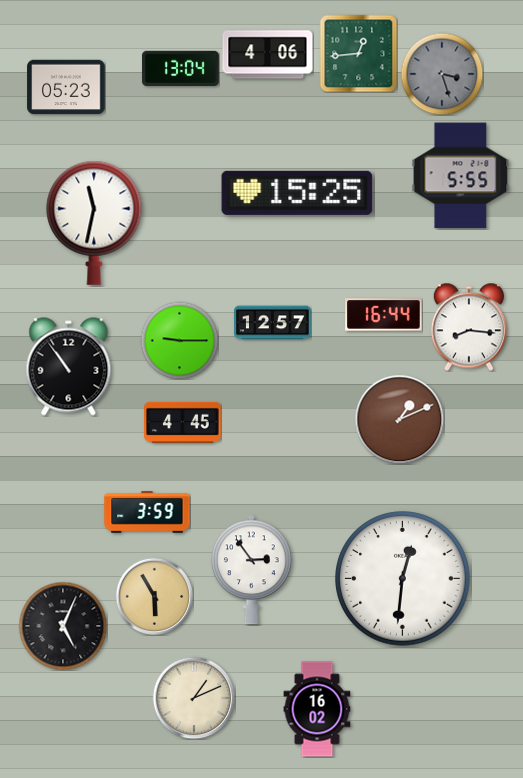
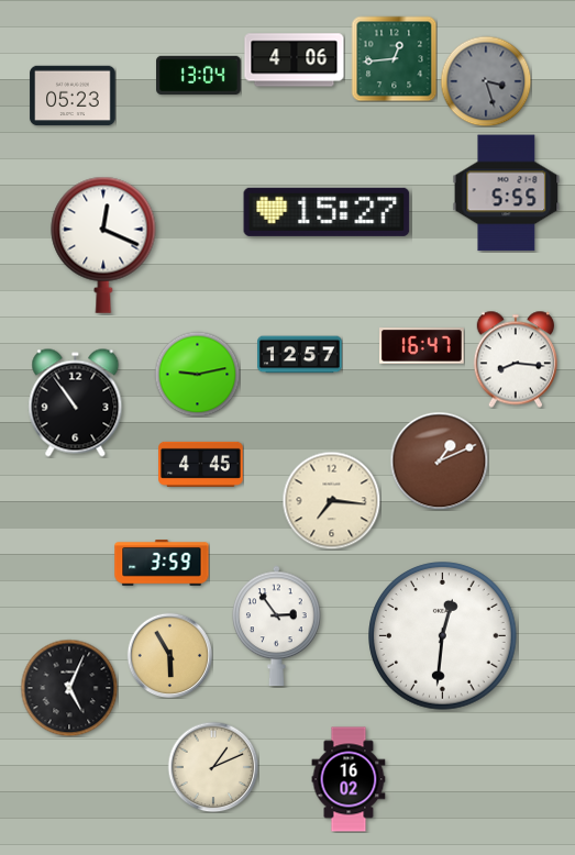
clock at (297, 193): 15:25 -> 15:27
clock at (94, 223): 11:32 -> 12:19
clock at (384, 315): 16:44 -> 16:47
clock at (179, 340): 9:15 -> 9:13
clock at (331, 500): none -> 7:16
